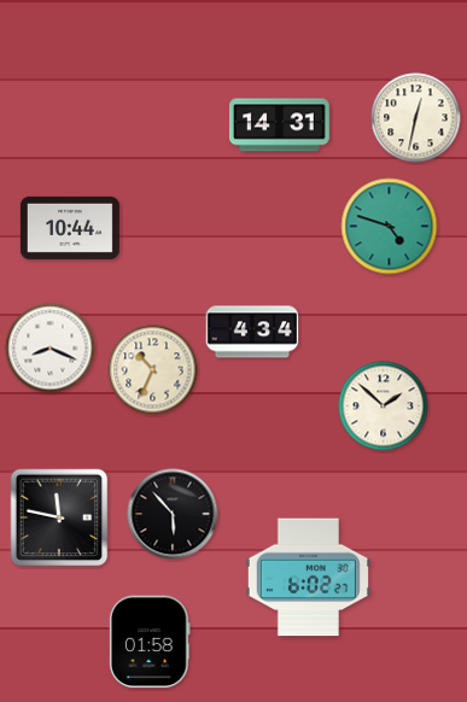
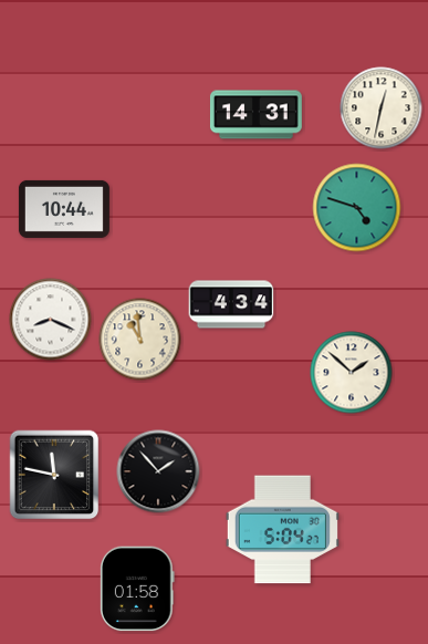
clock at (51, 349) position: (51, 349) -> (51, 320)
clock at (153, 370): 10:34 -> 10:59
clock at (173, 514): 5:53 -> 1:53
clock at (308, 578): 6:02 -> 5:04
